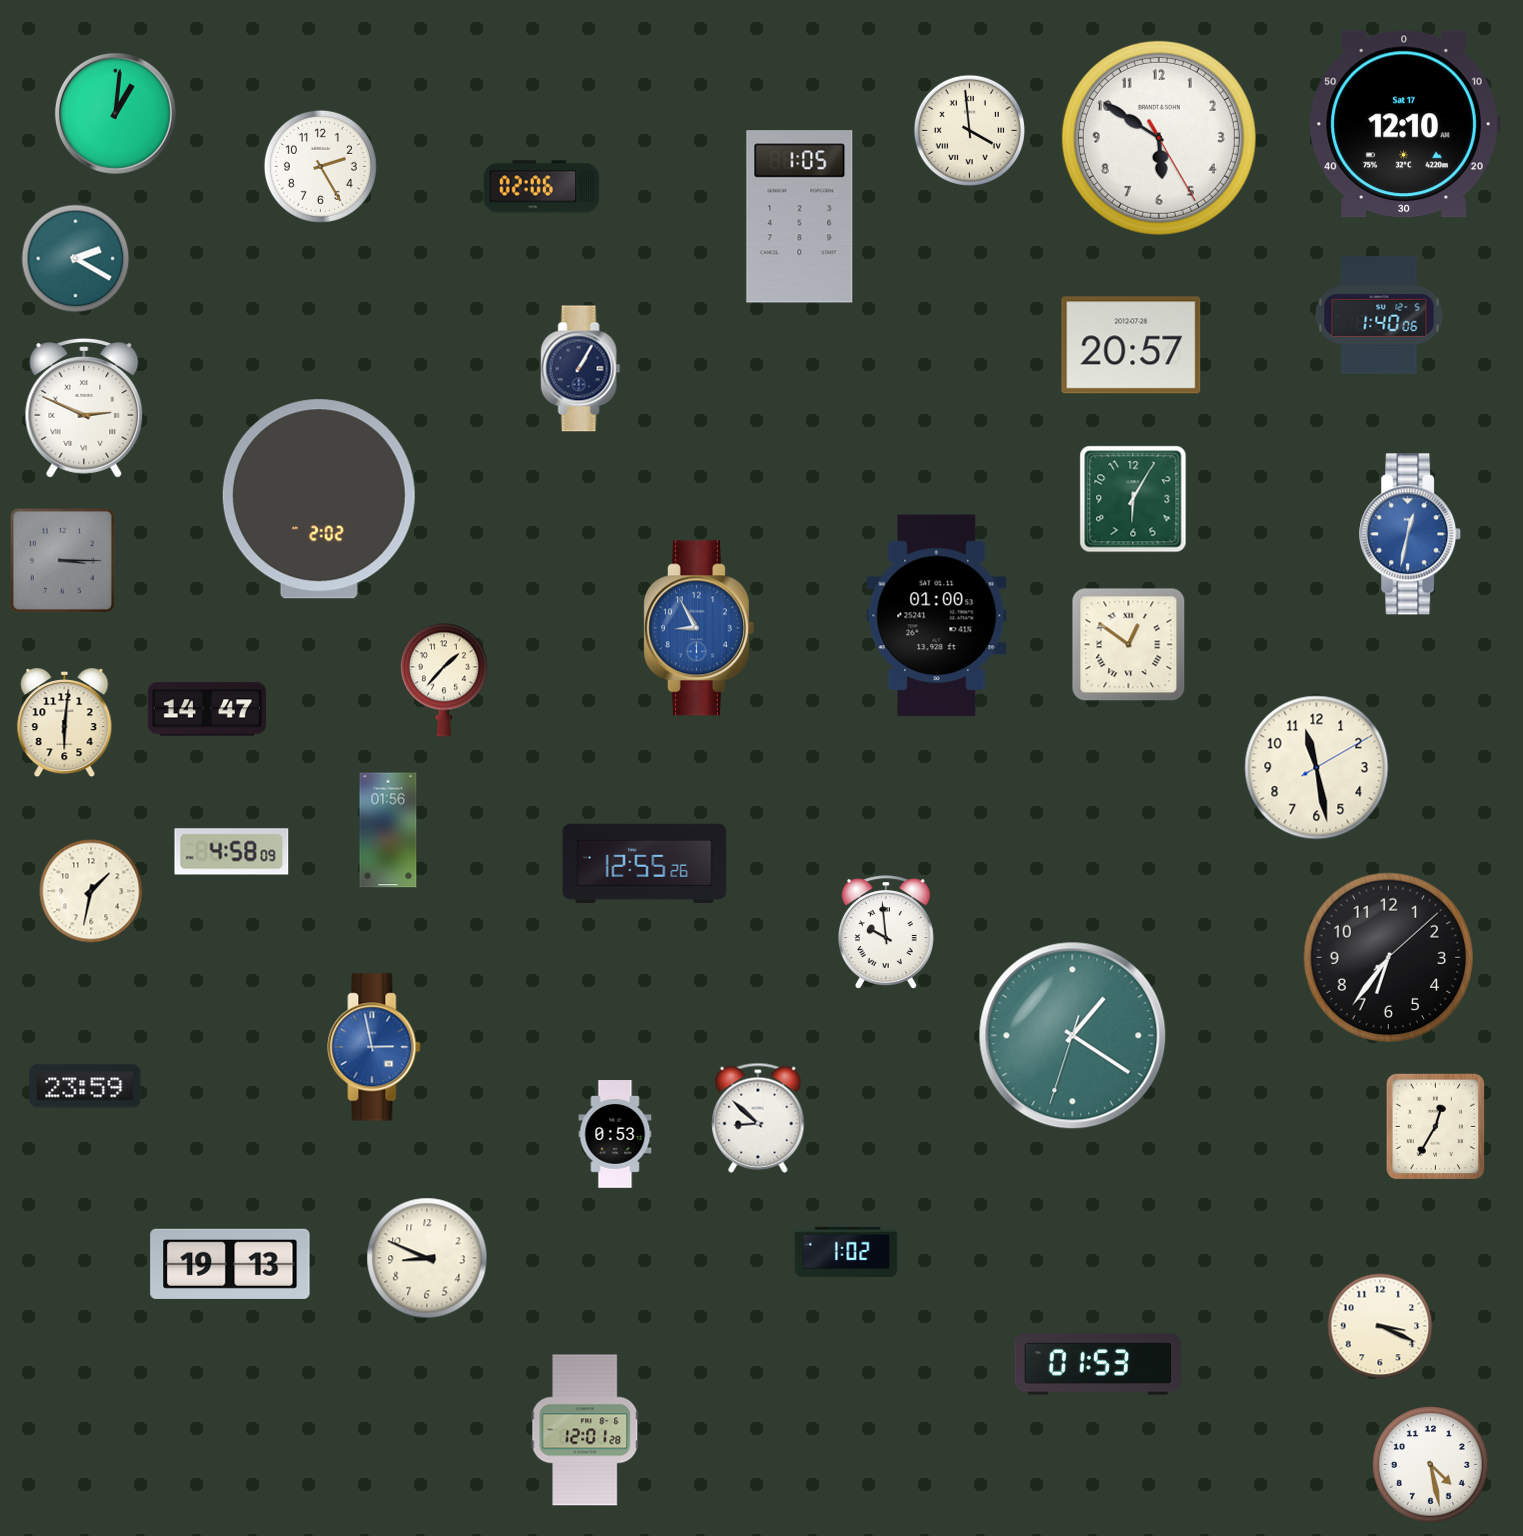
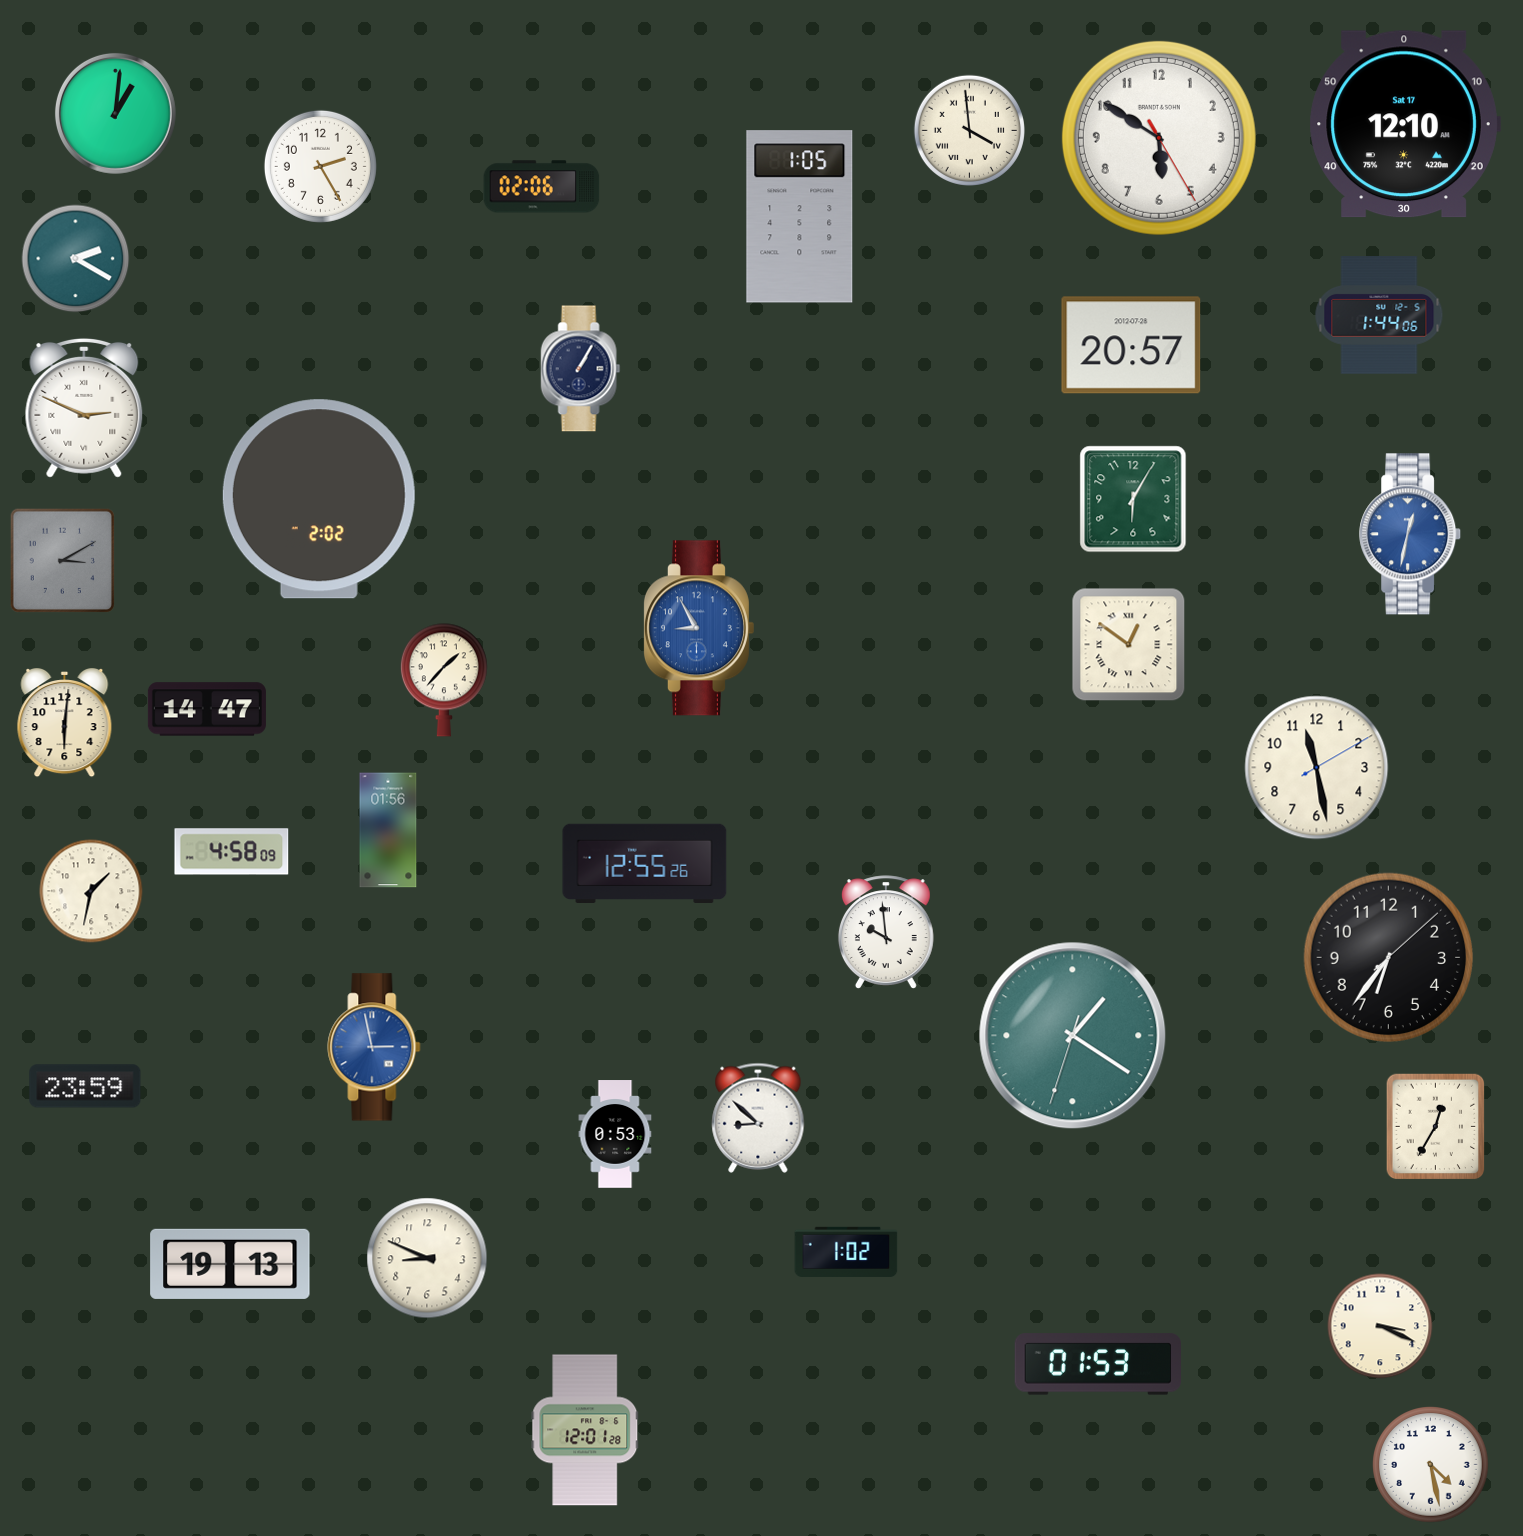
clock at (1379, 315): 1:40 -> 1:44
clock at (62, 560): 3:15 -> 3:10
clock at (937, 616): 01:00 -> none
